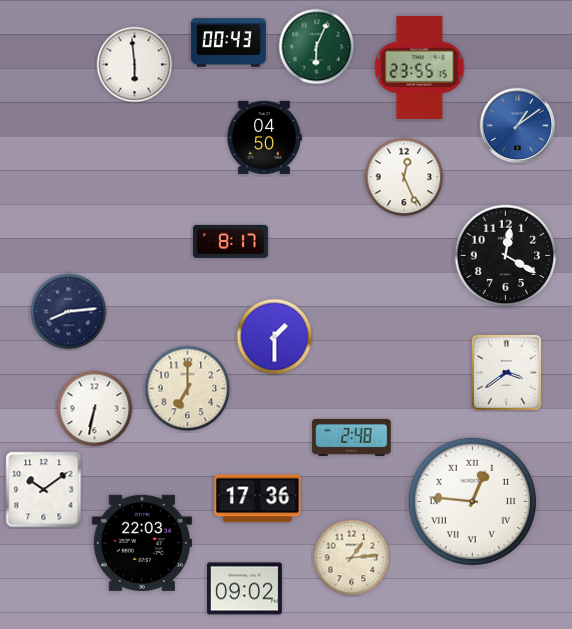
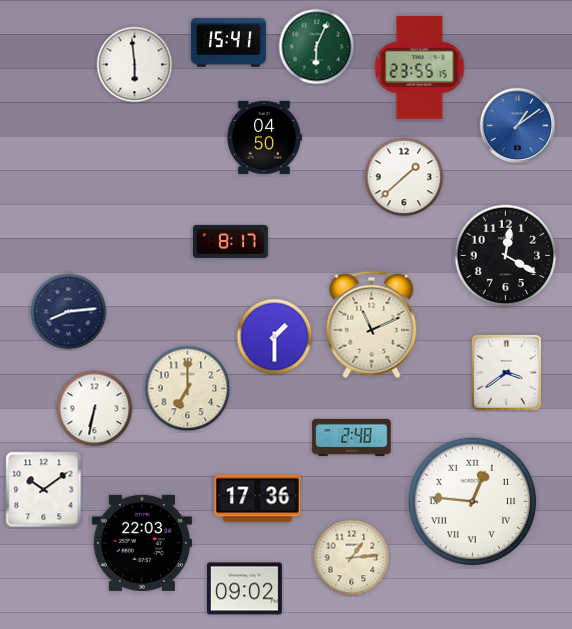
clock at (228, 43): 00:43 -> 15:41
clock at (404, 177): 12:26 -> 1:38
clock at (372, 325): none -> 11:11
